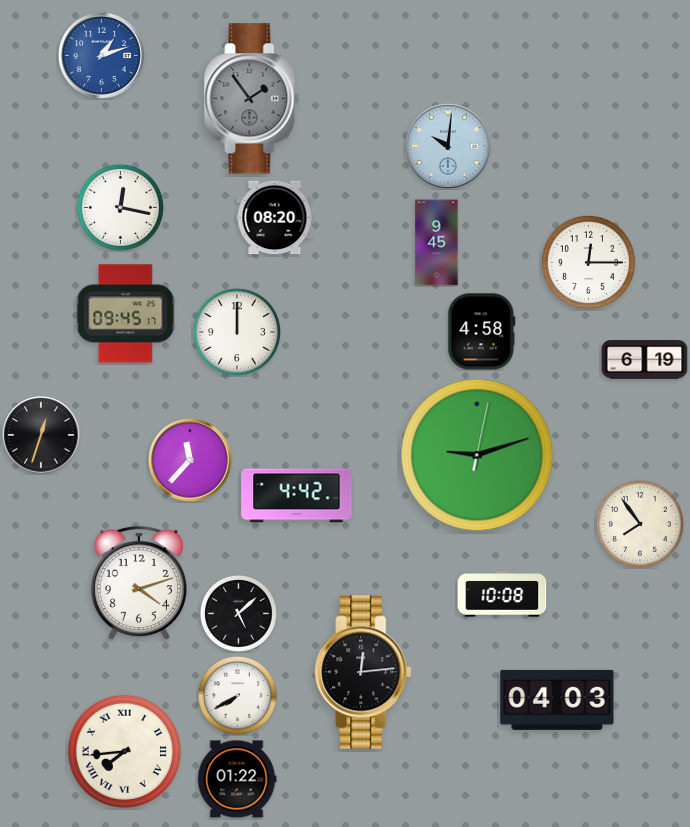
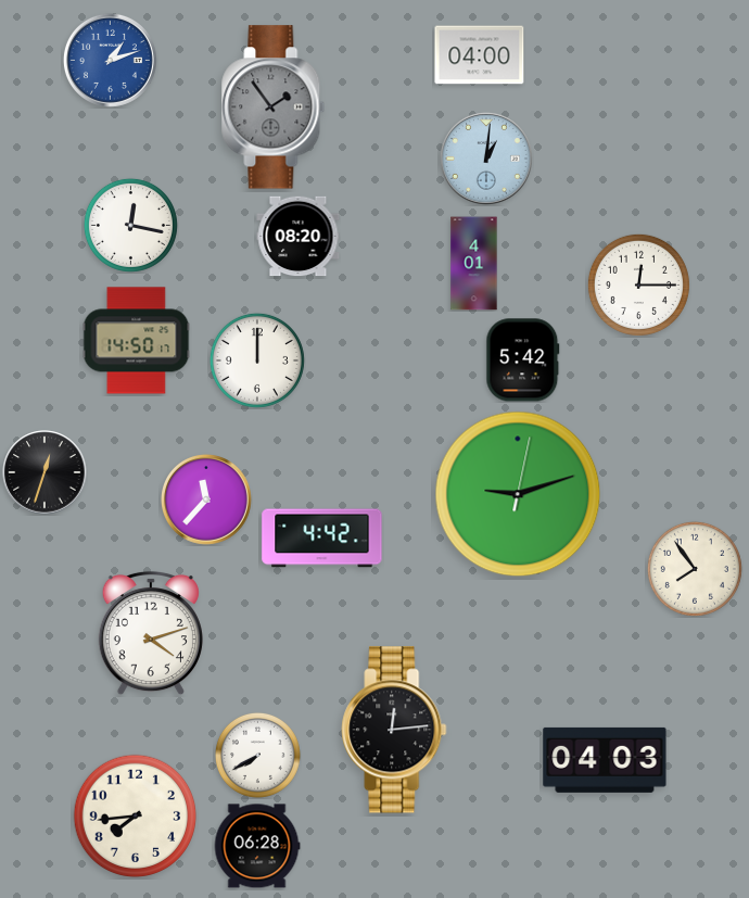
clock at (480, 55): none -> 04:00
clock at (448, 146): 10:01 -> 1:01
clock at (437, 243): 9:45 -> 4:01
clock at (126, 314): 09:45 -> 14:50
clock at (482, 332): 4:58 -> 5:42
clock at (645, 360): 6:19 -> none
clock at (502, 594): 10:08 -> none
clock at (238, 613): 5:08 -> none
clock at (125, 752) numerals: Roman -> Arabic
clock at (237, 779): 01:22 -> 06:28
